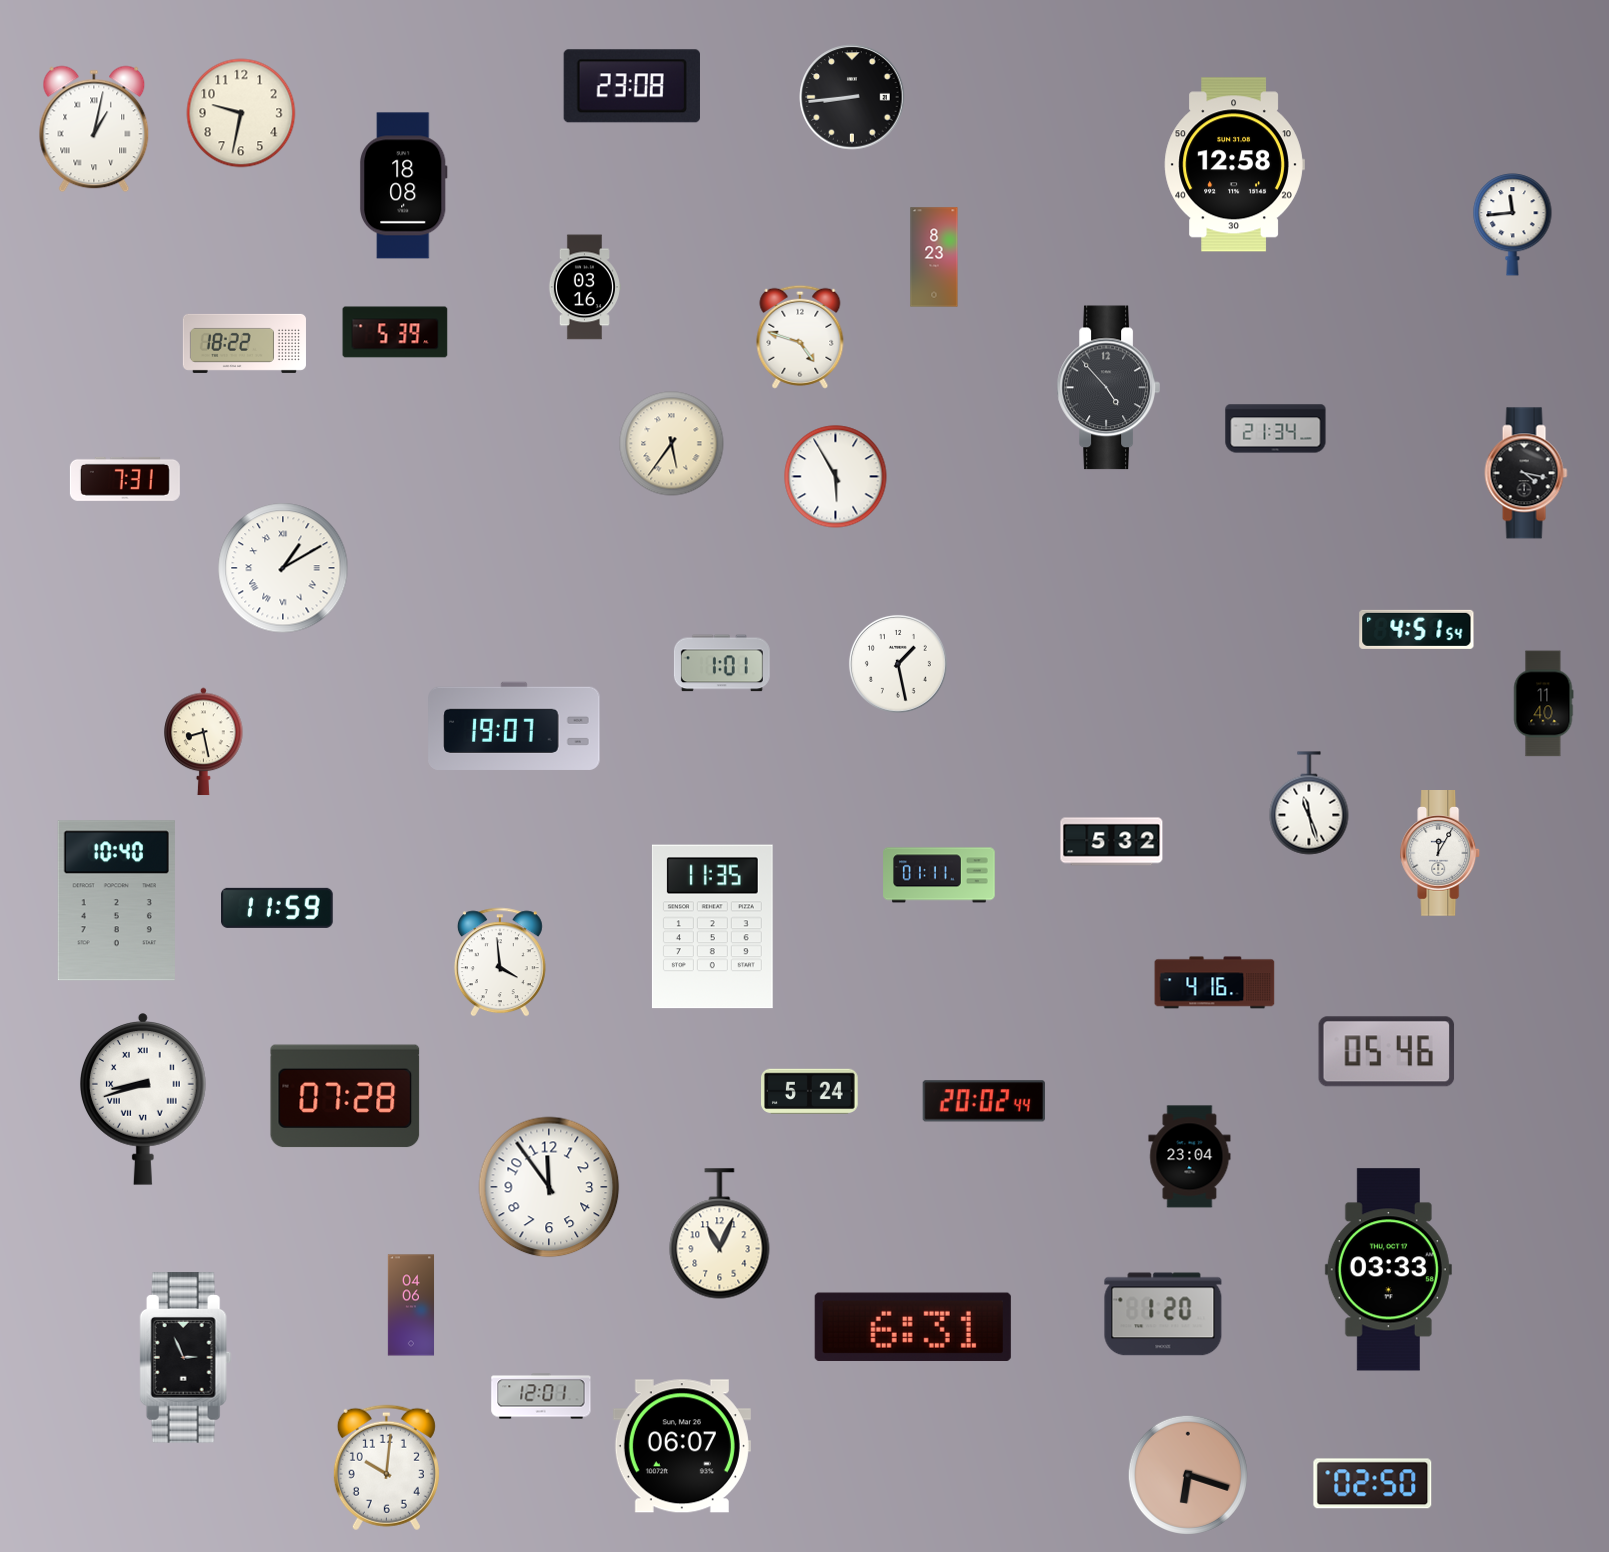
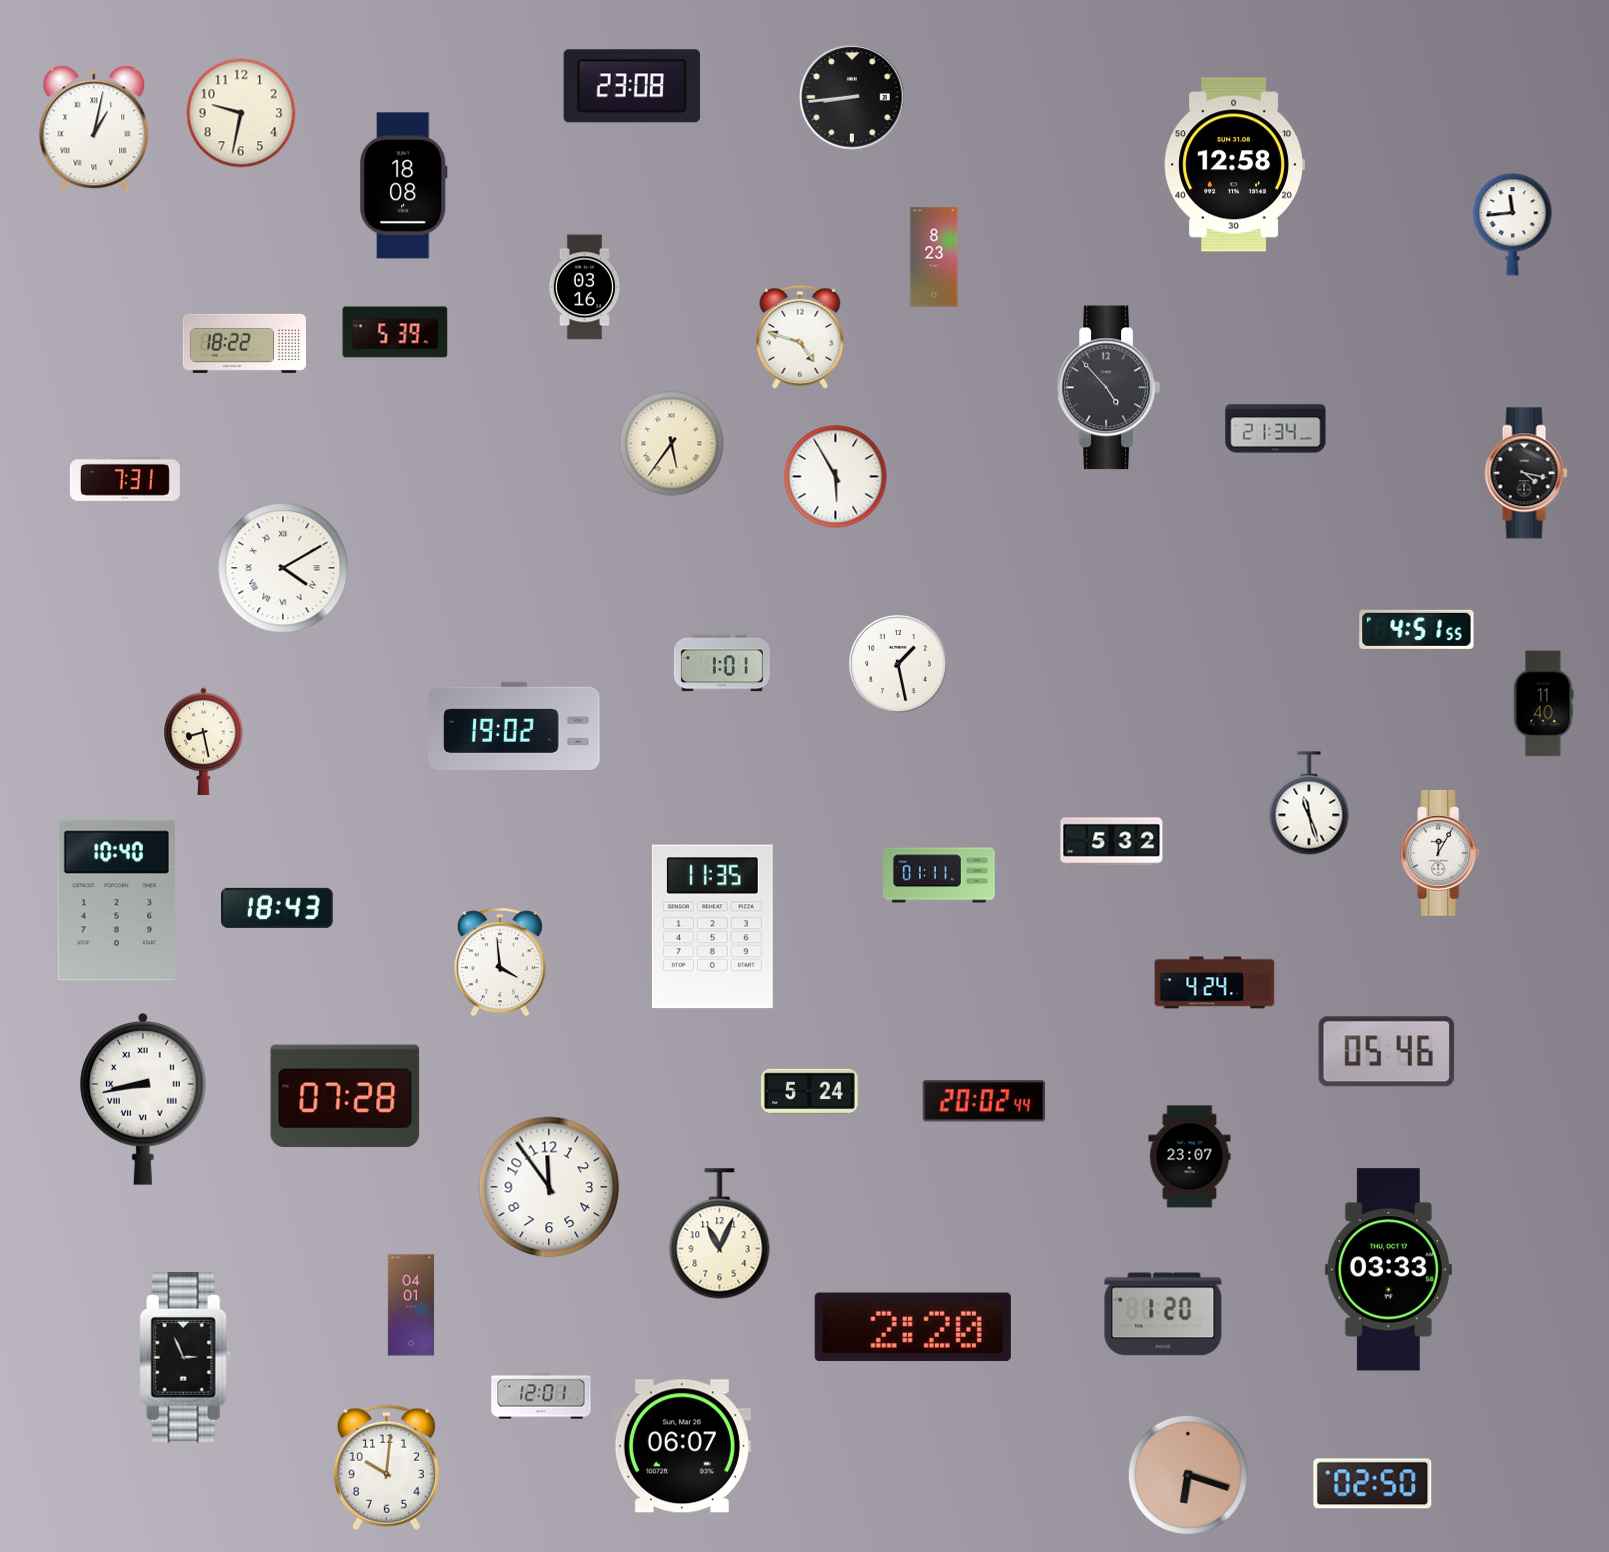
clock at (283, 568): 1:10 -> 4:10
clock at (1417, 629): 4:51:54 -> 4:51:55
clock at (514, 726): 19:07 -> 19:02
clock at (278, 908): 11:59 -> 18:43
clock at (1215, 983): 4:16 -> 4:24
clock at (144, 1099): 8:42 -> 8:43
clock at (1190, 1157): 23:04 -> 23:07
clock at (411, 1305): 04:06 -> 04:01
clock at (913, 1326): 6:31 -> 2:20
